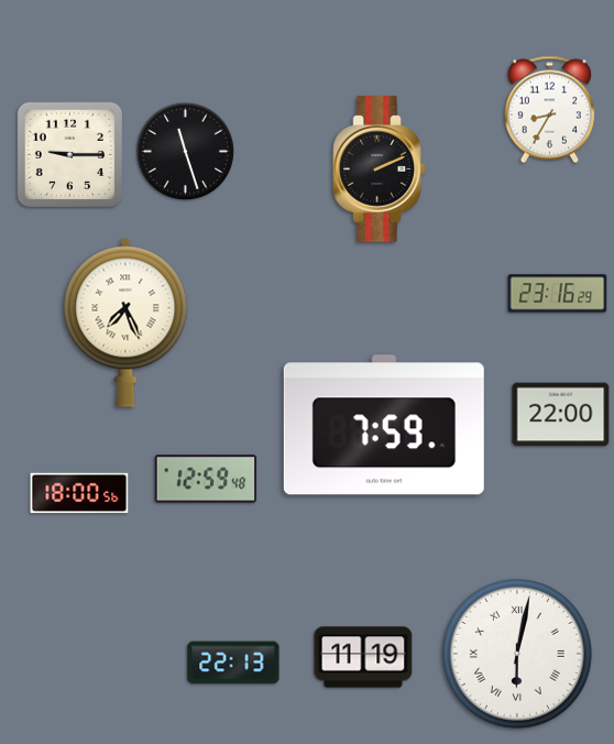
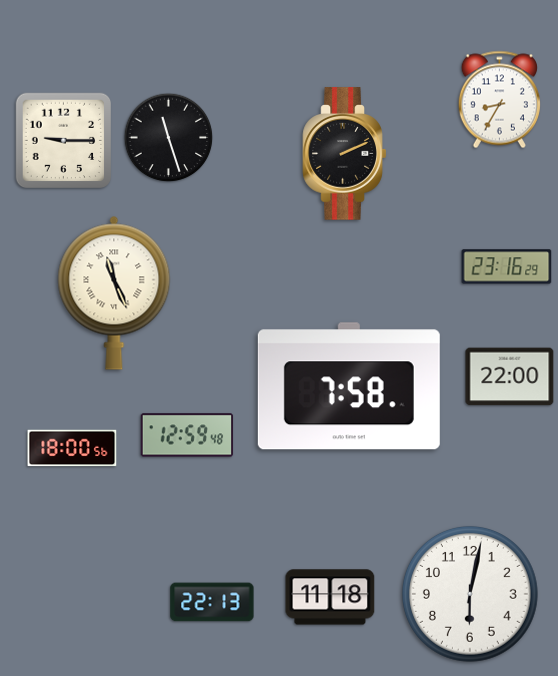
clock at (125, 322): 7:26 -> 11:26
clock at (384, 425): 7:59 -> 7:58
clock at (517, 654) numerals: Roman -> Arabic
clock at (363, 657): 11:19 -> 11:18
